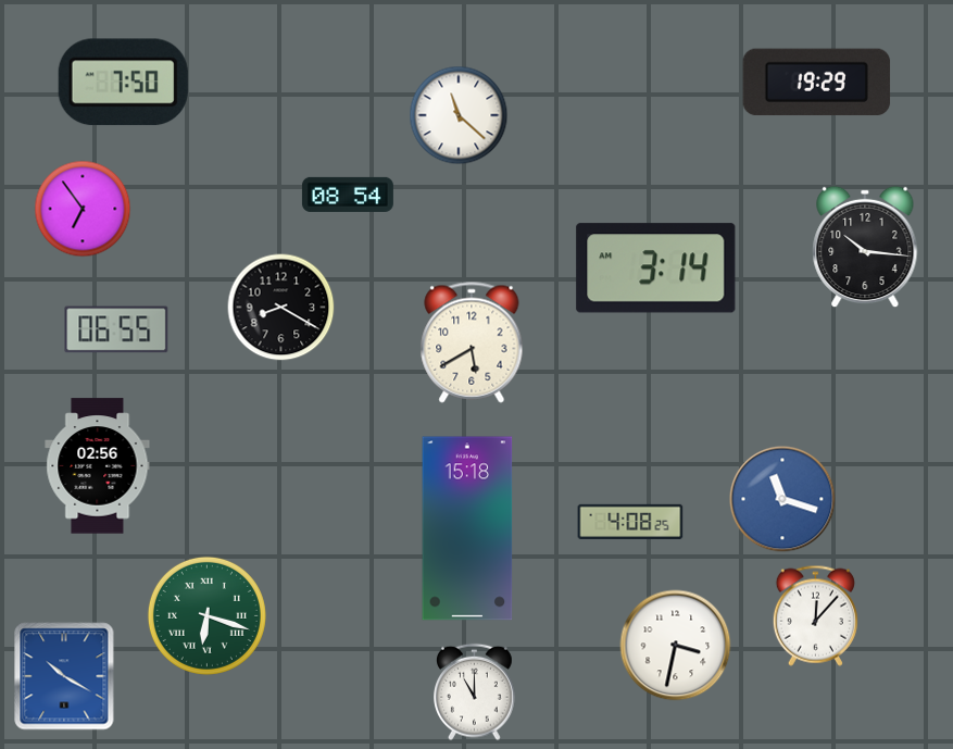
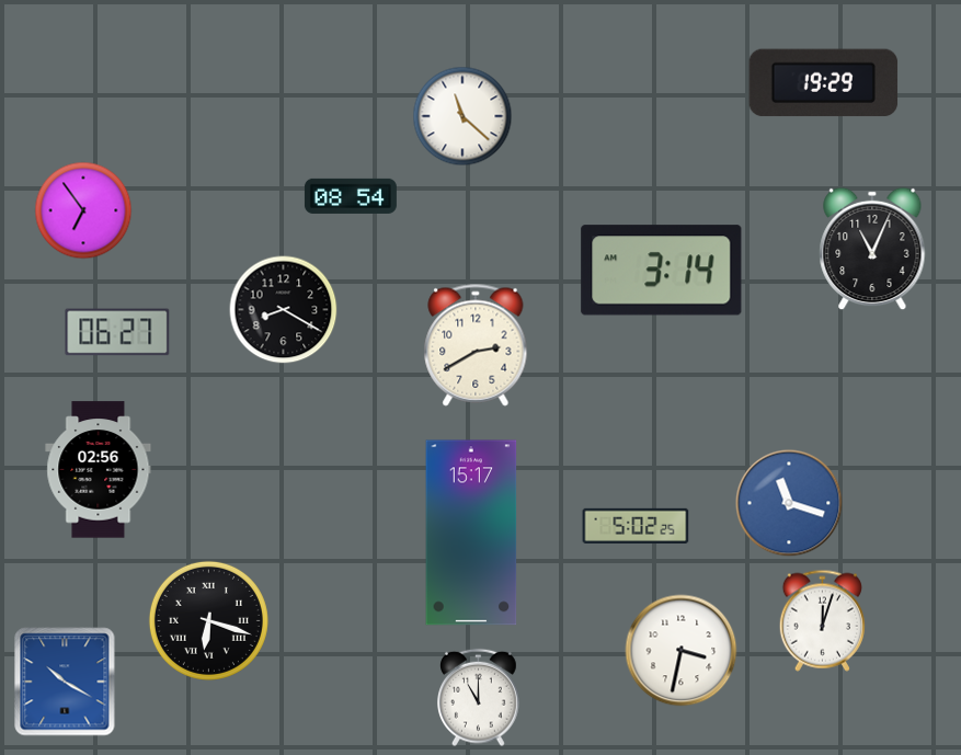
clock at (123, 83): 7:50 -> none
clock at (865, 247): 10:16 -> 11:04
clock at (116, 329): 06:55 -> 06:27
clock at (472, 342): 5:40 -> 2:40
clock at (630, 522): 4:08 -> 5:02
clock at (467, 528): 15:18 -> 15:17
clock at (206, 615) dial: green -> black
clock at (815, 615): 12:07 -> 12:03
